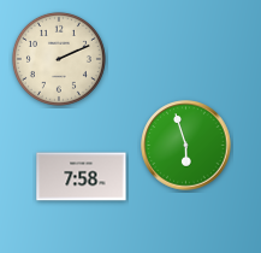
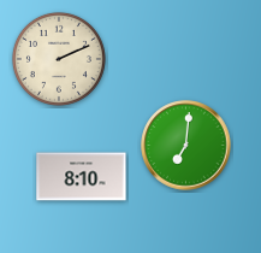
clock at (186, 146): 5:57 -> 7:01
clock at (82, 177): 7:58 -> 8:10
